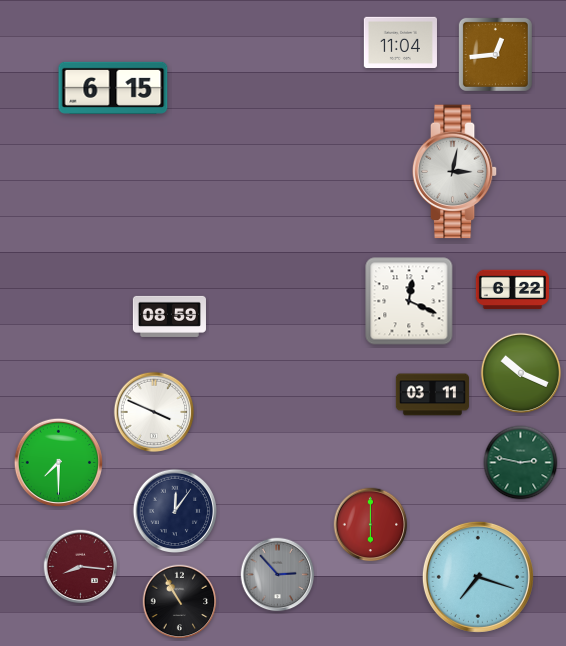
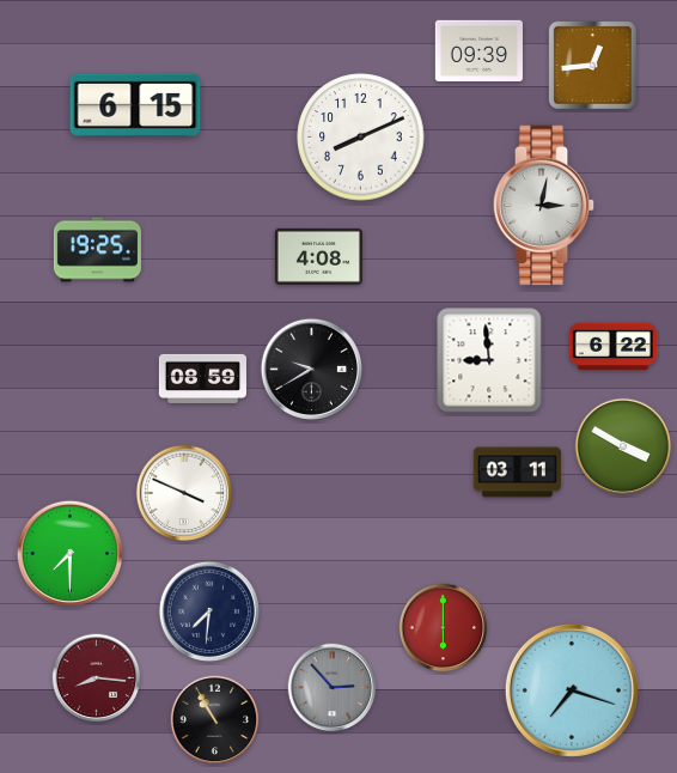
clock at (400, 43): 11:04 -> 09:39
clock at (361, 138): none -> 8:11
clock at (97, 250): none -> 19:25
clock at (318, 256): none -> 4:08
clock at (409, 301): 12:19 -> 8:59
clock at (311, 369): none -> 9:40
clock at (521, 373): 10:19 -> 3:50
clock at (521, 463): 2:47 -> none
clock at (174, 510): 12:06 -> 7:31
